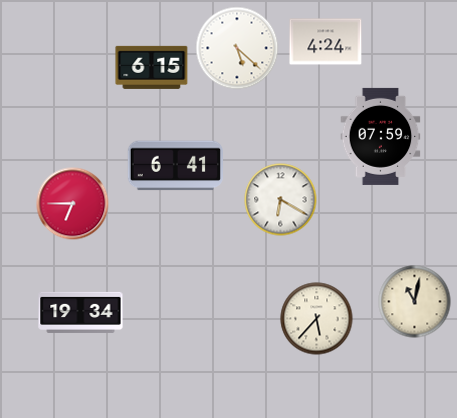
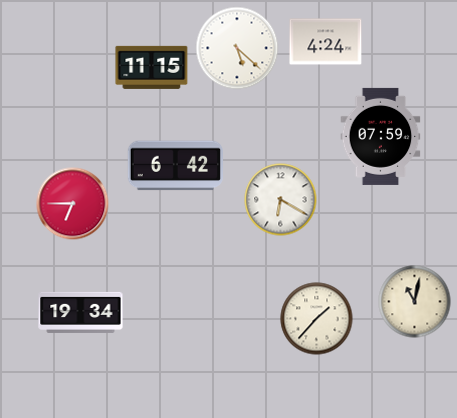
clock at (152, 67): 6:15 -> 11:15
clock at (175, 166): 6:41 -> 6:42
clock at (317, 319): 5:37 -> 1:37
